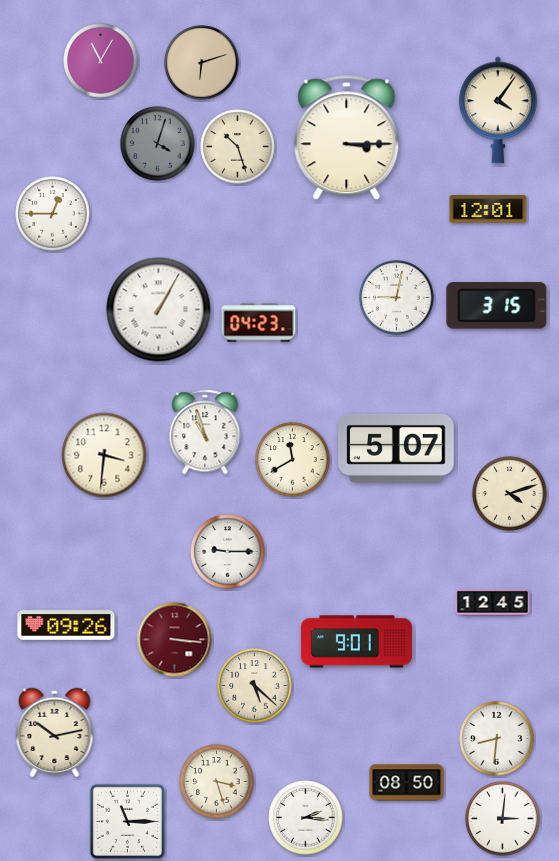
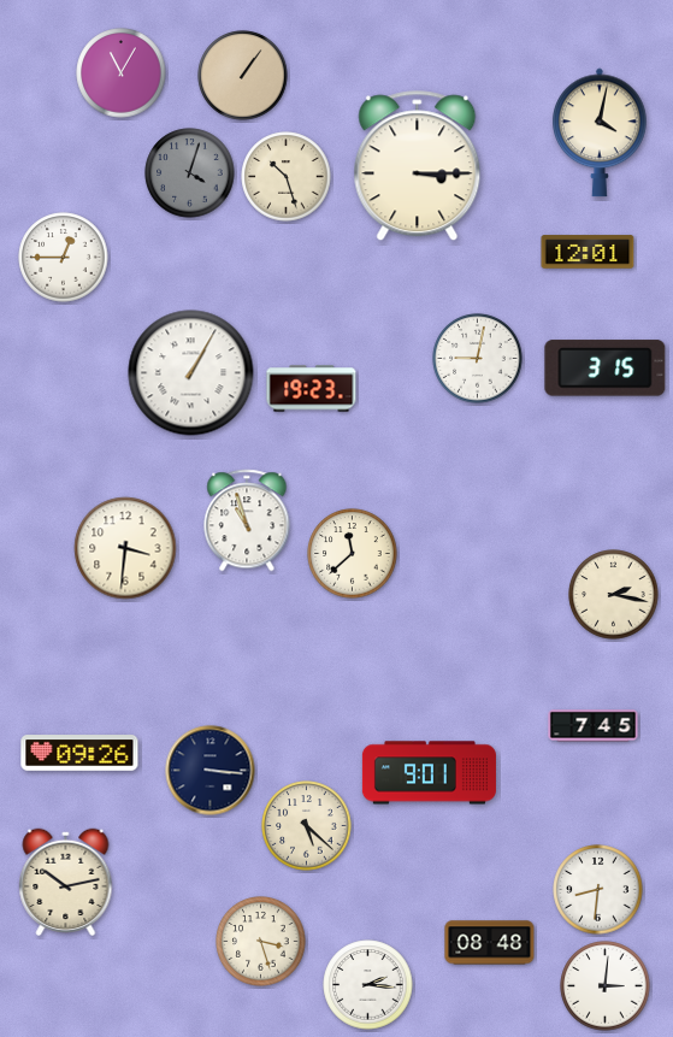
clock at (202, 63): 6:12 -> 1:06
clock at (499, 110): 4:06 -> 4:02
clock at (497, 306) position: (497, 306) -> (606, 369)
clock at (259, 323): 04:23 -> 19:23
clock at (396, 448): 5:07 -> none
clock at (293, 460): 11:40 -> 11:38
clock at (510, 494): 4:12 -> 2:17
clock at (228, 552): 9:15 -> none
clock at (493, 603): 12:45 -> 7:45
clock at (175, 640) dial: burgundy -> navy
clock at (407, 783): 08:50 -> 08:48
clock at (127, 821): 11:15 -> none
